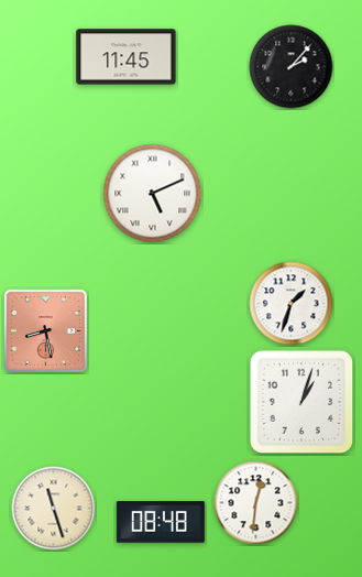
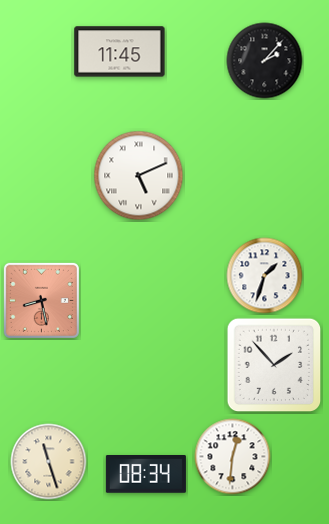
clock at (127, 57) position: (127, 57) -> (120, 52)
clock at (301, 402): 1:03 -> 1:53
clock at (161, 522): 08:48 -> 08:34
